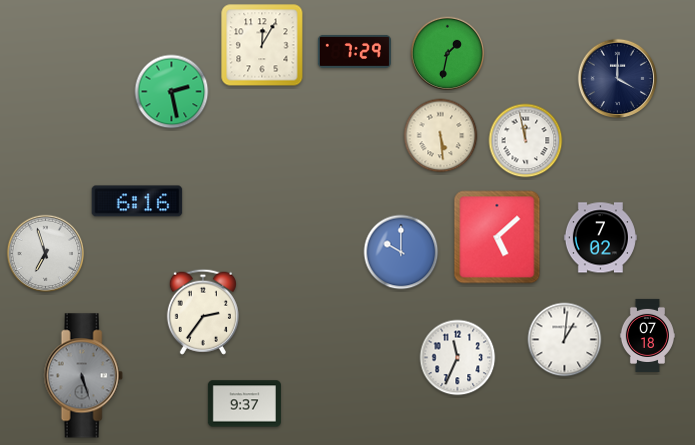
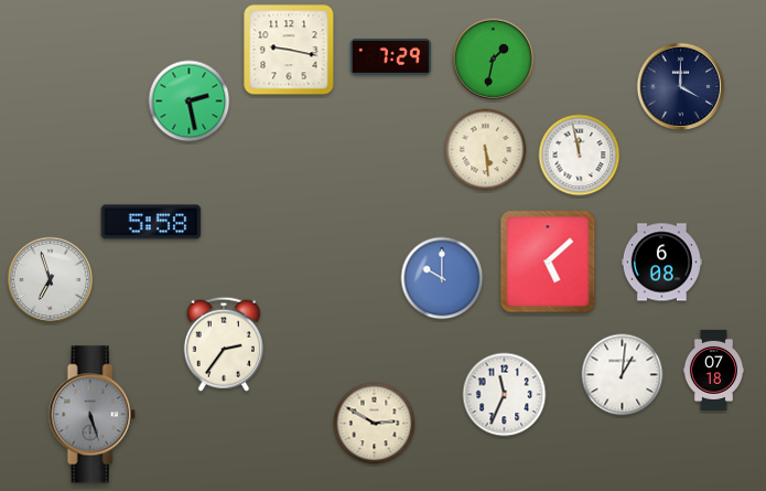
clock at (262, 45): 12:05 -> 9:17
clock at (137, 201): 6:16 -> 5:58
clock at (600, 238): 7:02 -> 6:08
clock at (375, 424): none -> 2:50
clock at (244, 404): 9:37 -> none
